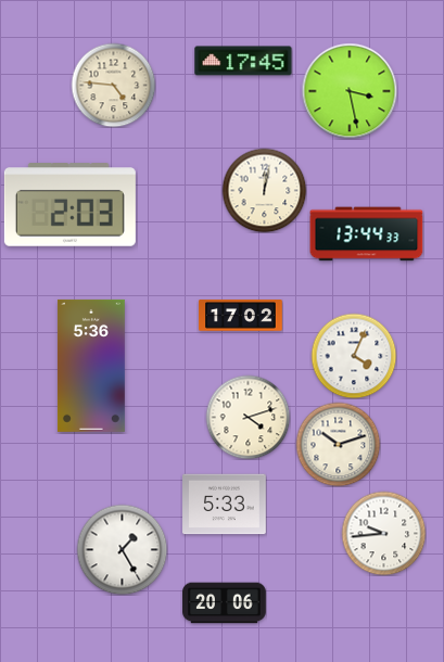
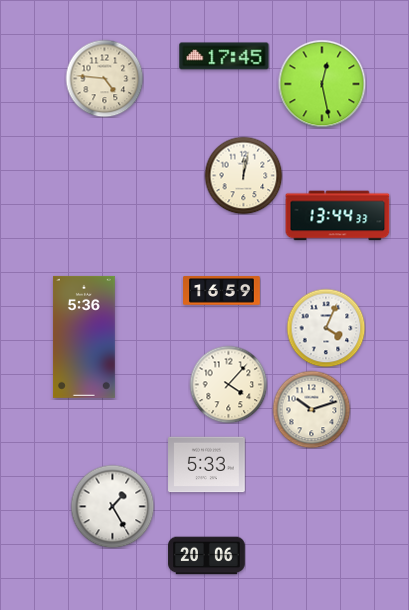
clock at (350, 91): 3:28 -> 12:28
clock at (69, 205): 2:03 -> none
clock at (241, 316): 17:02 -> 16:59
clock at (248, 417): 4:12 -> 4:07
clock at (383, 533): 9:44 -> none
